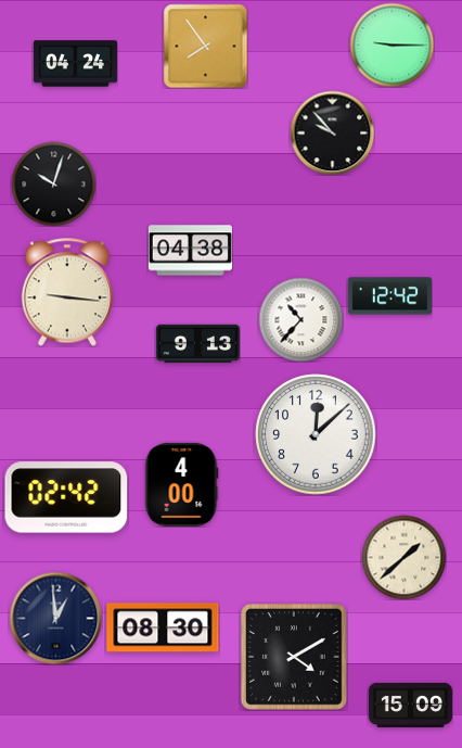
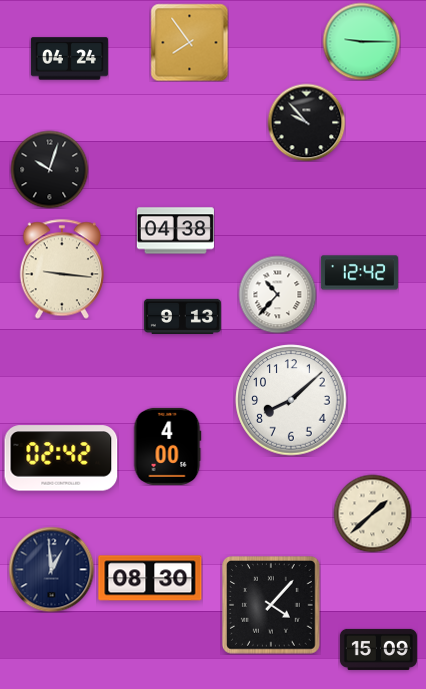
clock at (316, 434): 12:08 -> 8:08
clock at (295, 658): 4:10 -> 4:07
